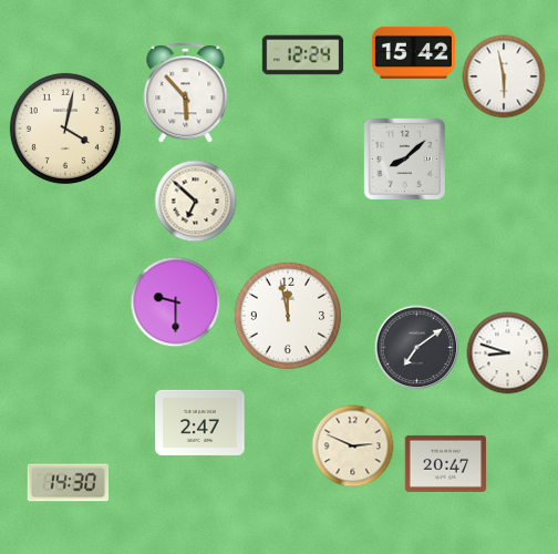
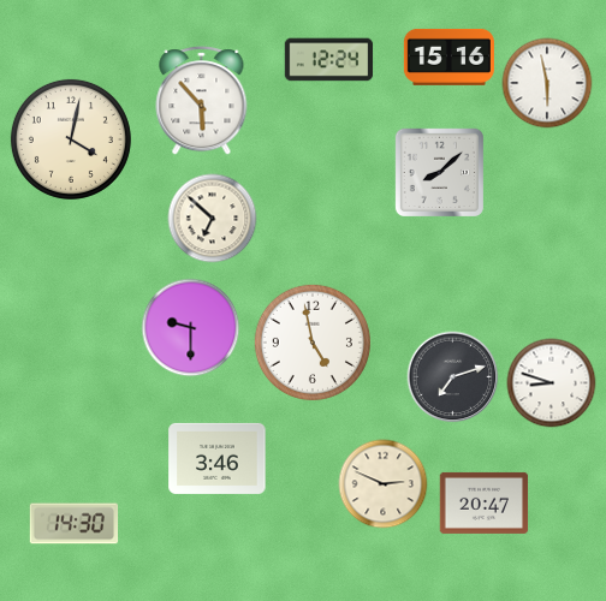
clock at (413, 52): 15:42 -> 15:16
clock at (288, 316): 11:58 -> 4:58
clock at (417, 348): 7:09 -> 7:12
clock at (200, 422): 2:47 -> 3:46
